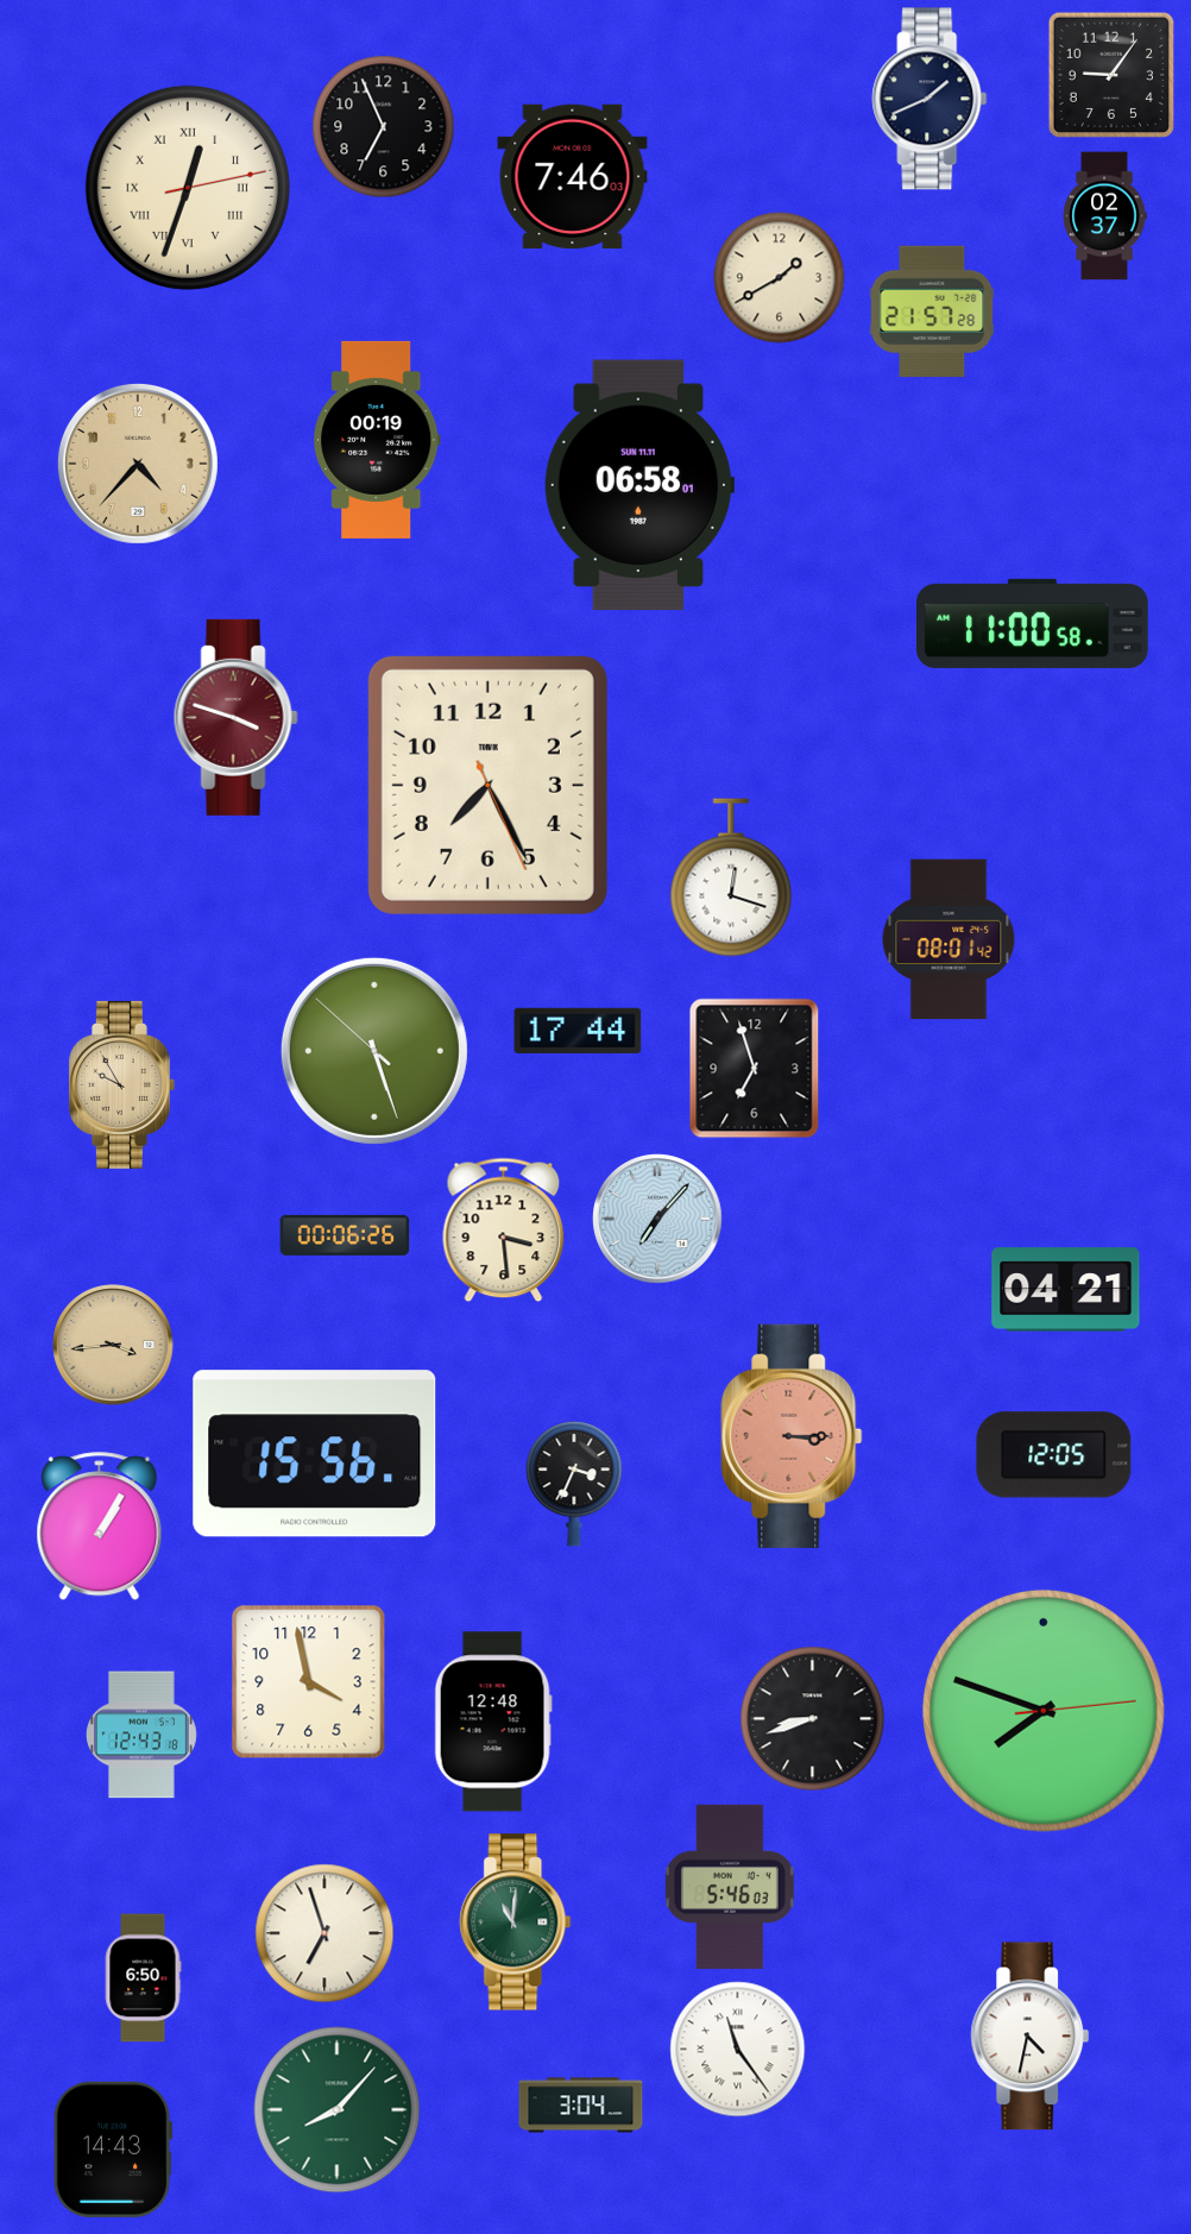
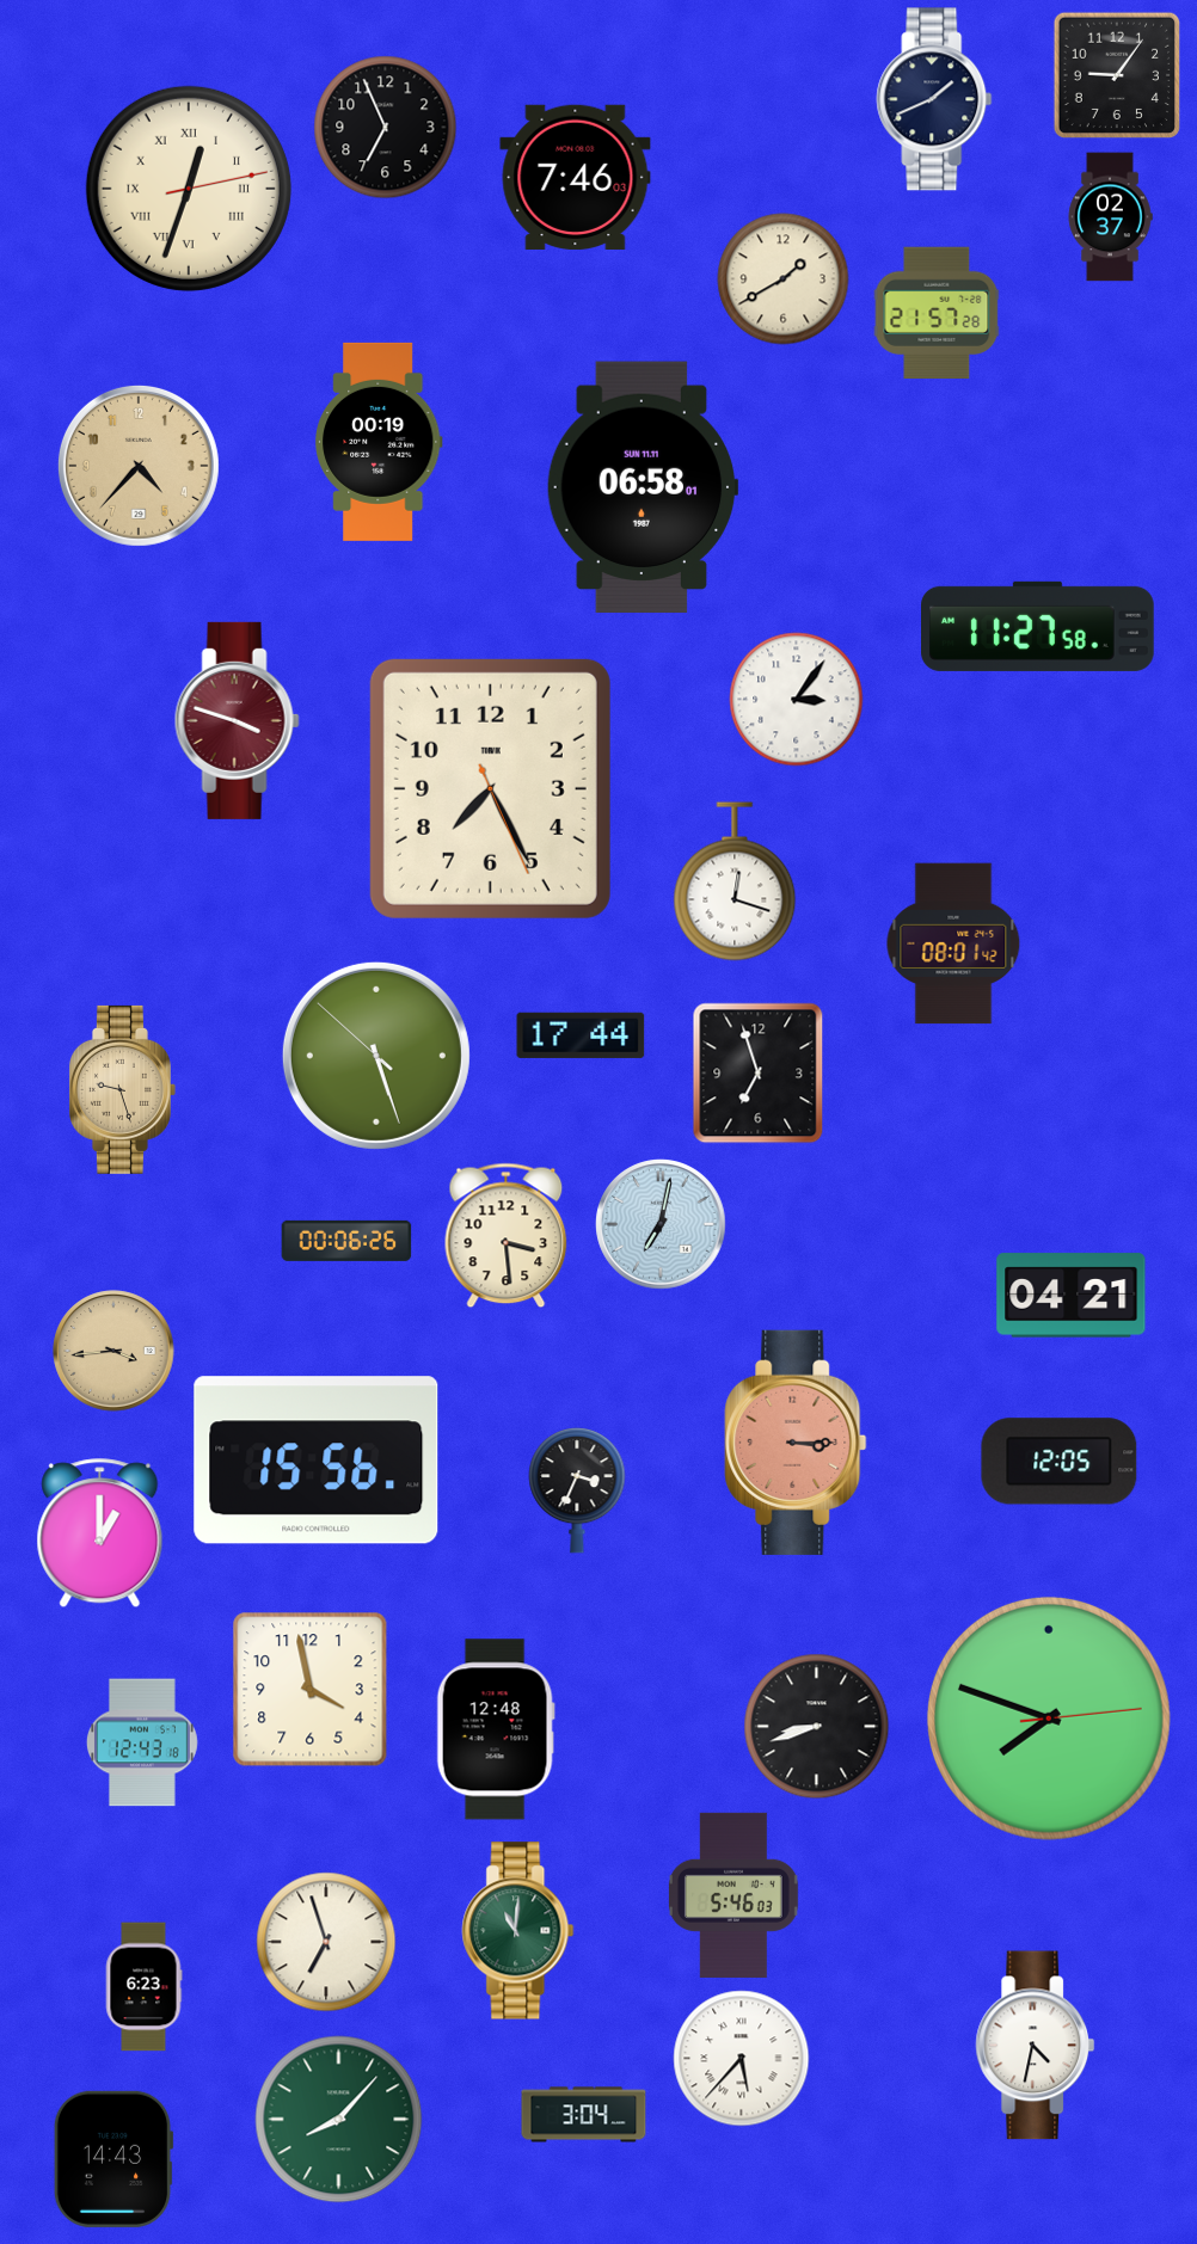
clock at (1033, 623): 11:00 -> 11:27
clock at (797, 700): none -> 3:06
clock at (121, 1084): 9:55 -> 9:27
clock at (657, 1219): 7:07 -> 7:02
clock at (100, 1527): 1:05 -> 1:00
clock at (143, 1978): 6:50 -> 6:23
clock at (738, 2050): 11:24 -> 5:37
